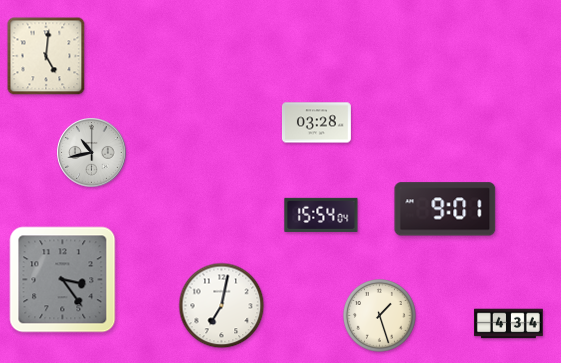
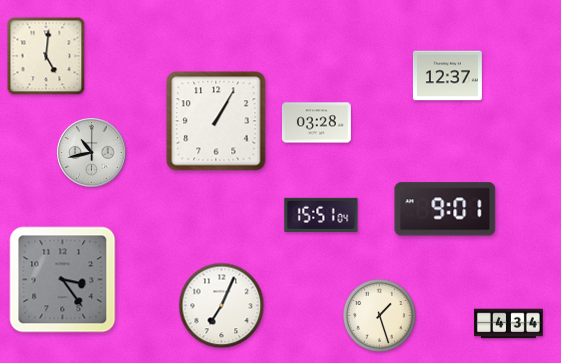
clock at (447, 76): none -> 12:37
clock at (216, 121): none -> 1:05
clock at (321, 215): 15:54 -> 15:51
clock at (222, 306): 7:02 -> 7:04
